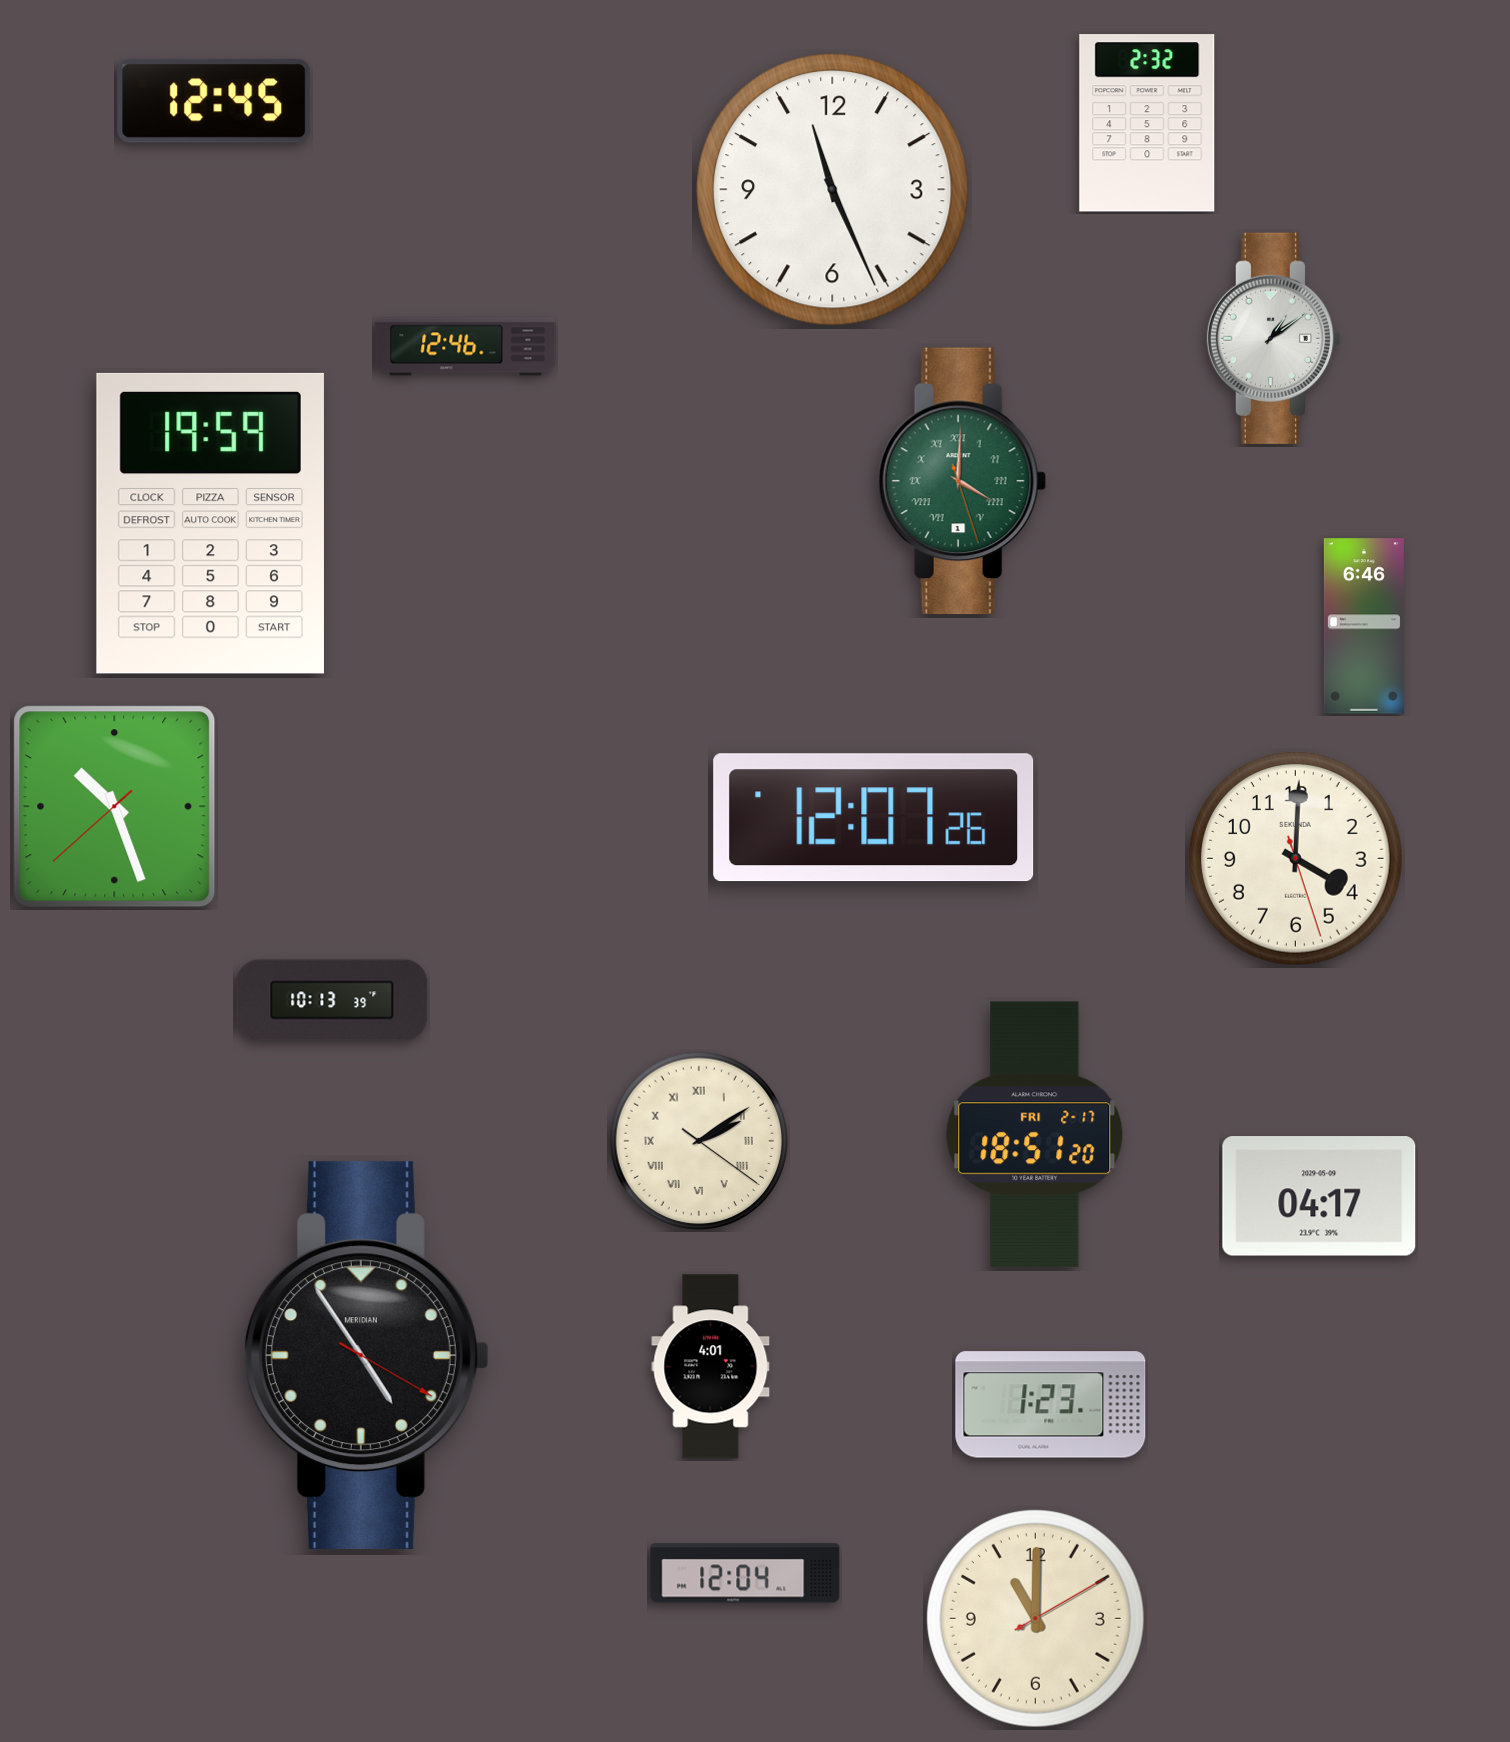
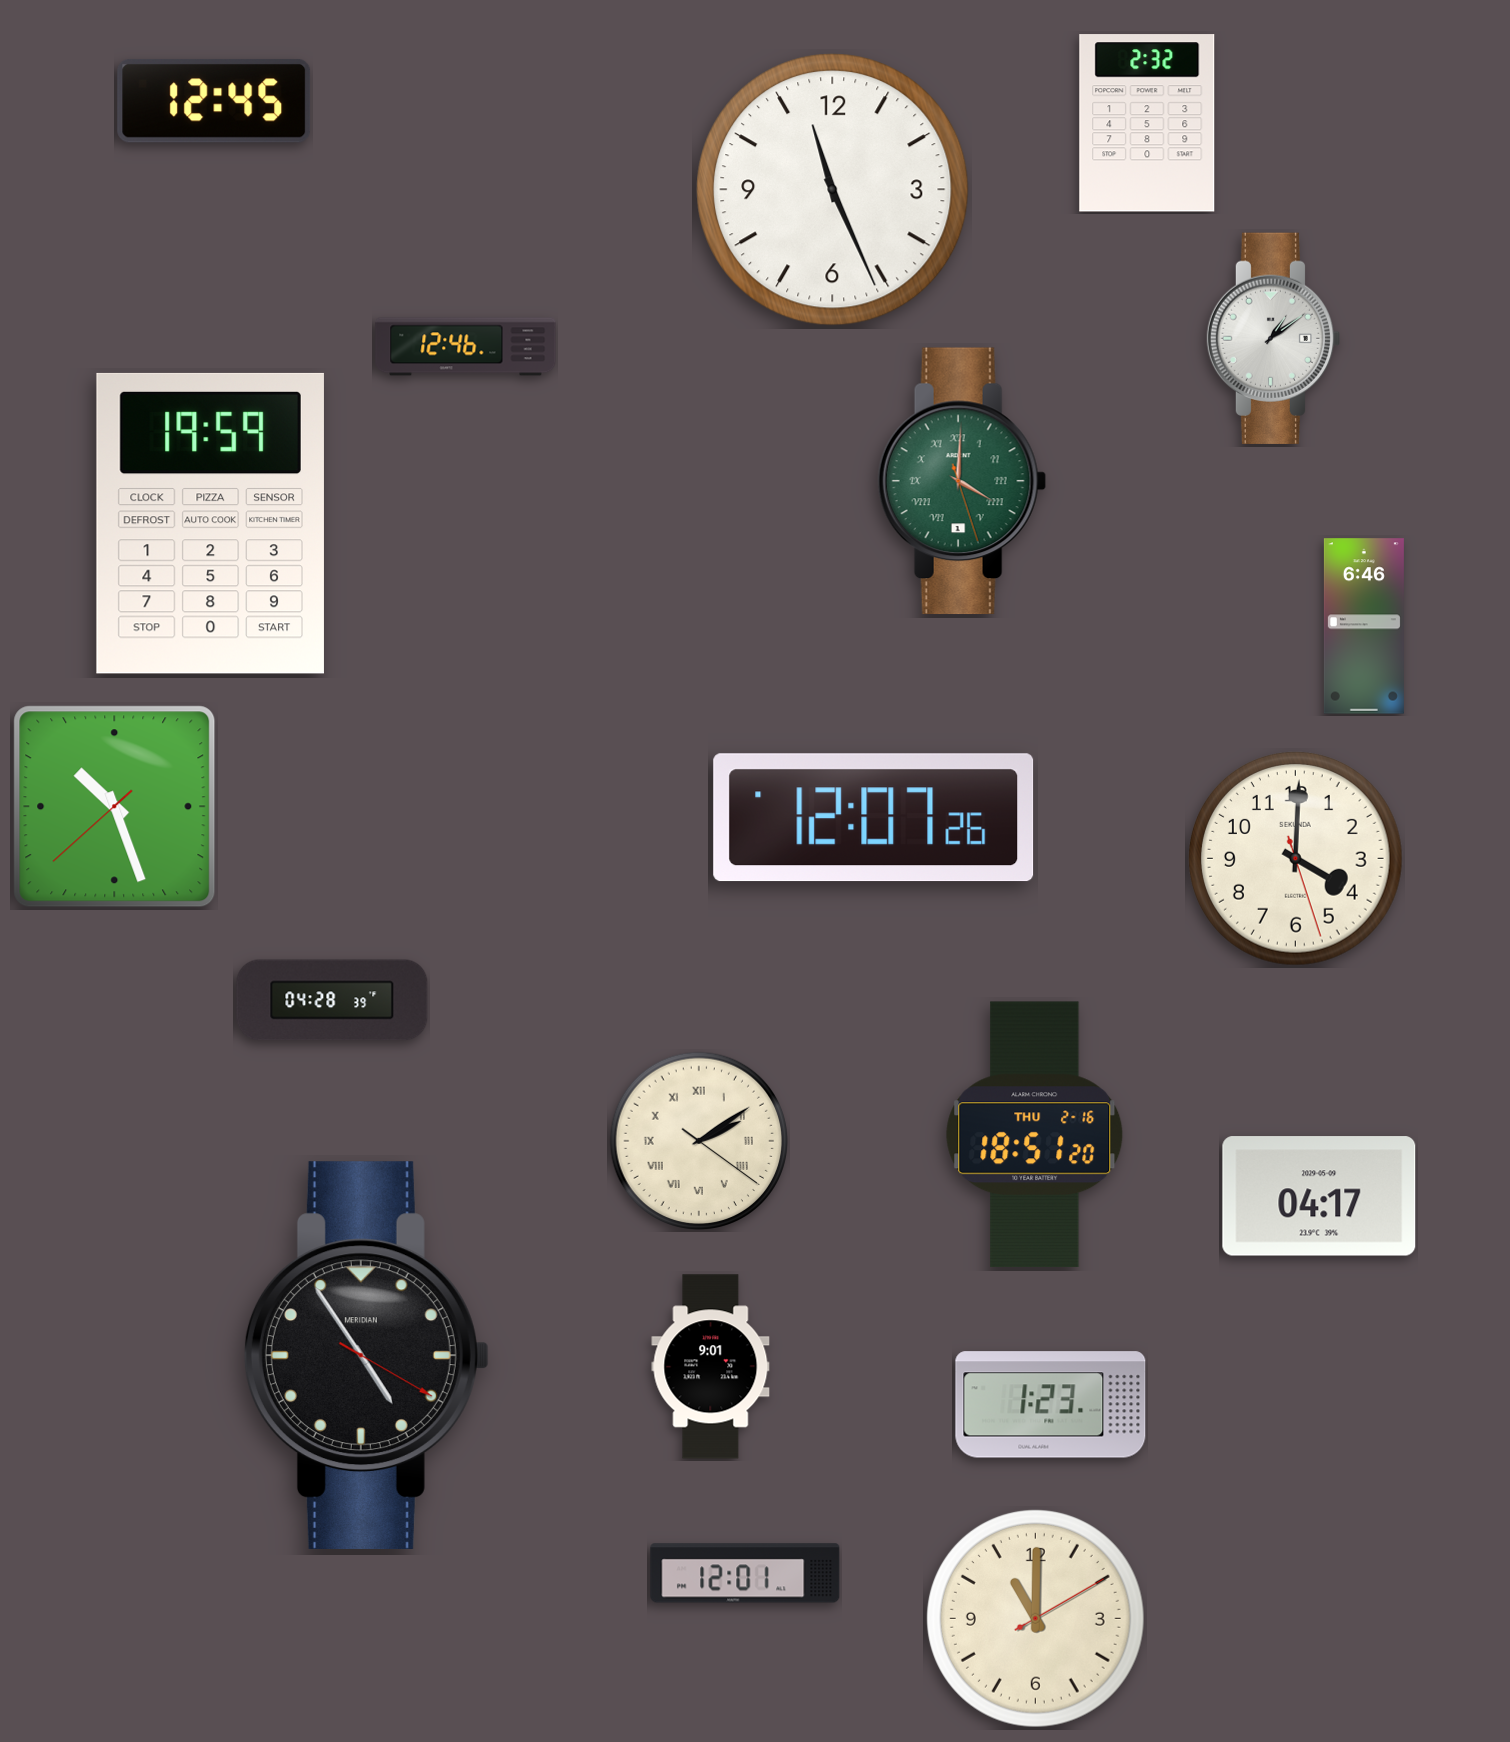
clock at (332, 1000): 10:13 -> 04:28
clock at (1035, 1135) date: FRI 2-17 -> THU 2-16
clock at (711, 1367): 4:01 -> 9:01
clock at (745, 1573): 12:04 -> 12:01
